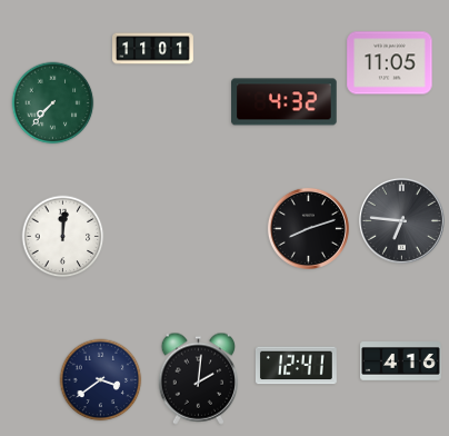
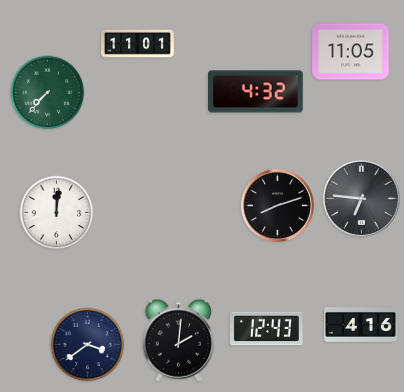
clock at (390, 63) position: (390, 63) -> (351, 52)
clock at (296, 366): 12:41 -> 12:43
clock at (101, 380) position: (101, 380) -> (88, 345)
